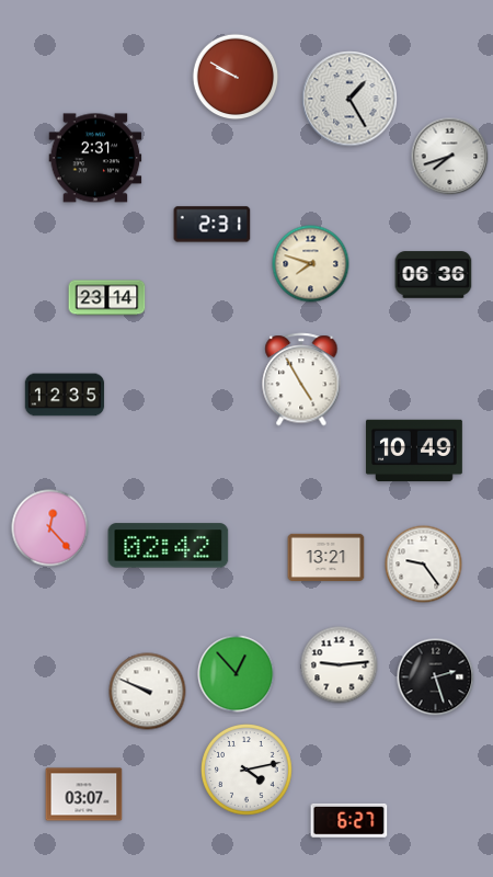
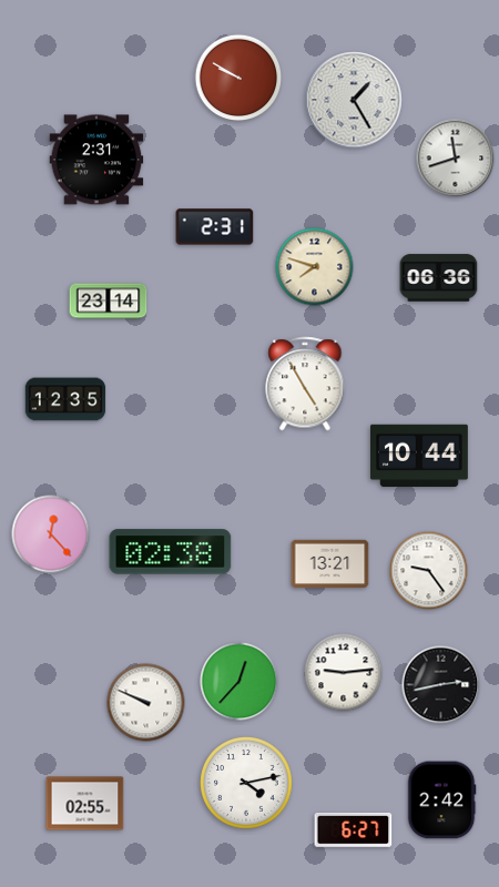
clock at (450, 157): 7:42 -> 11:42
clock at (414, 451): 10:49 -> 10:44
clock at (169, 546): 02:42 -> 02:38
clock at (237, 674): 12:53 -> 12:37
clock at (436, 677): 2:27 -> 2:43
clock at (148, 692) position: (148, 692) -> (146, 703)
clock at (248, 771) position: (248, 771) -> (247, 784)
clock at (441, 801): none -> 2:42
clock at (84, 795): 03:07 -> 02:55
